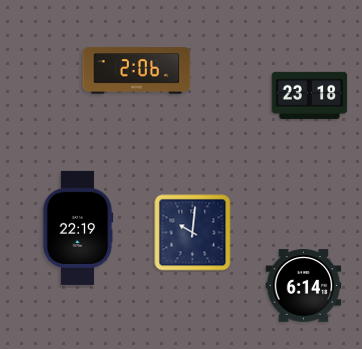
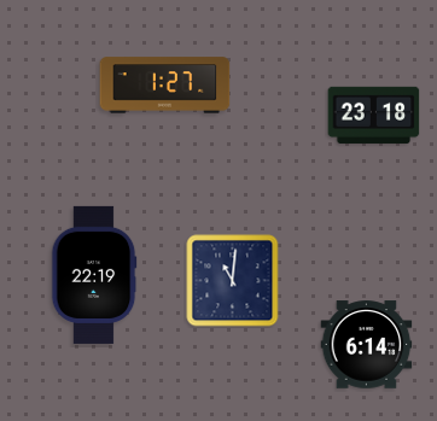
clock at (137, 71): 2:06 -> 1:27
clock at (193, 233): 10:01 -> 11:01
